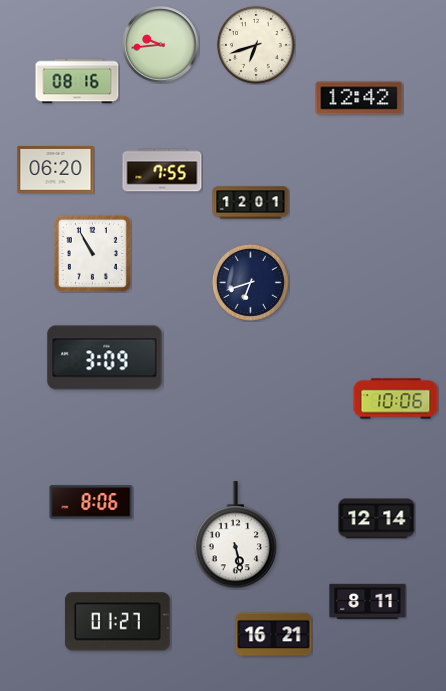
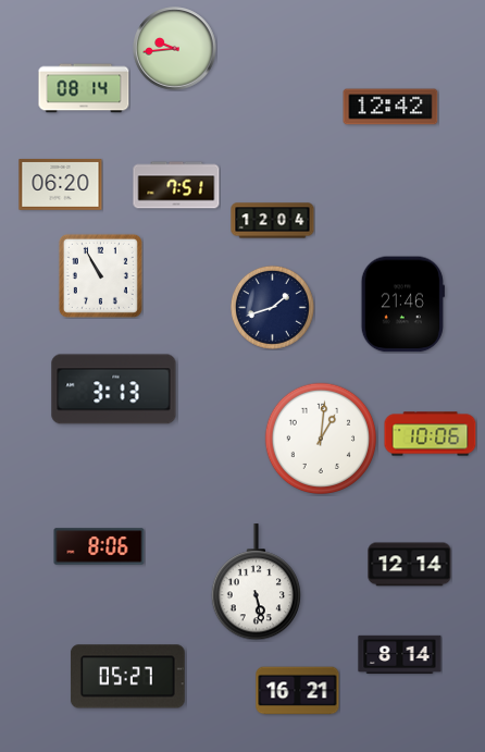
clock at (256, 45): 6:42 -> none
clock at (77, 81): 08:16 -> 08:14
clock at (162, 170): 7:55 -> 7:51
clock at (251, 203): 12:01 -> 12:04
clock at (402, 305): none -> 21:46
clock at (250, 282): 6:42 -> 1:42
clock at (105, 358): 3:09 -> 3:13
clock at (320, 437): none -> 1:01
clock at (368, 602): 8:11 -> 8:14
clock at (117, 622): 01:27 -> 05:27
